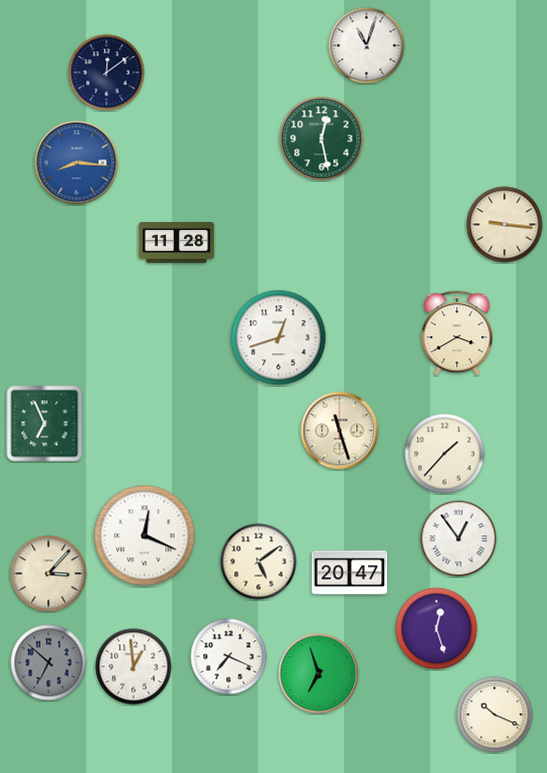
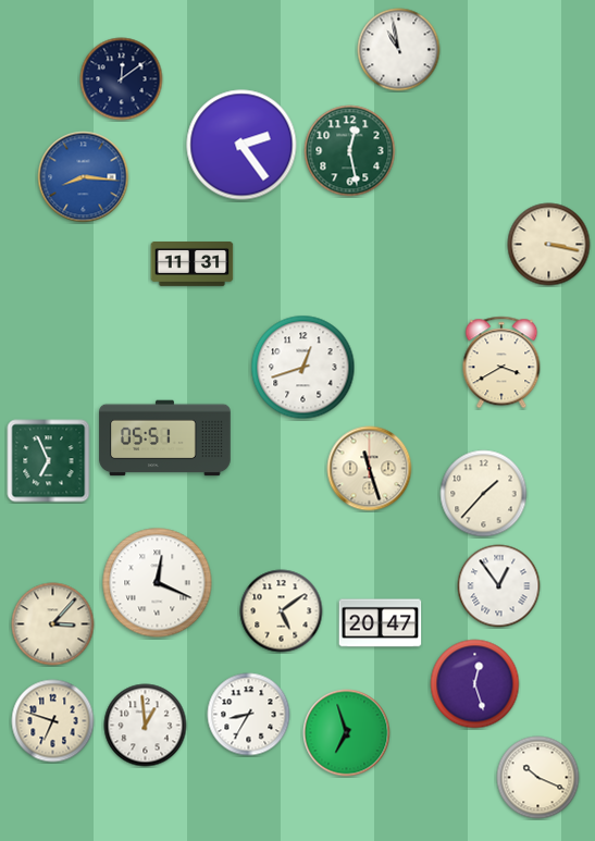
clock at (367, 46): 11:03 -> 10:58
clock at (107, 73) position: (107, 73) -> (122, 79)
clock at (241, 145): none -> 2:24
clock at (505, 225): 9:16 -> 3:17
clock at (177, 243): 11:28 -> 11:31
clock at (457, 333) position: (457, 333) -> (501, 362)
clock at (165, 438): none -> 05:51
clock at (229, 657): 7:19 -> 8:35
clock at (49, 663): 6:52 -> 6:48
clock at (49, 663) dial: grey -> cream
